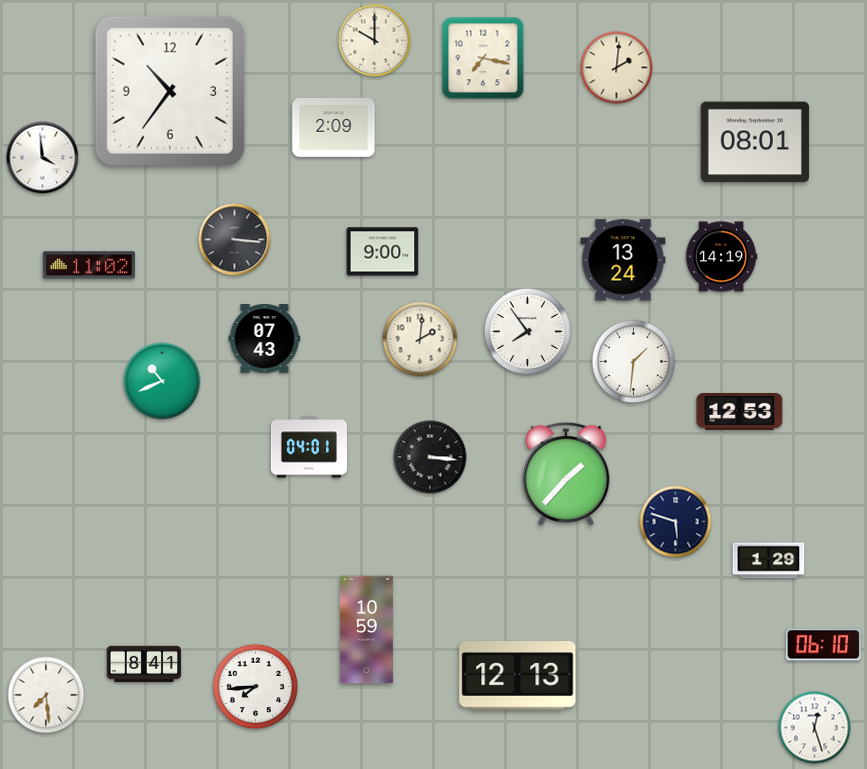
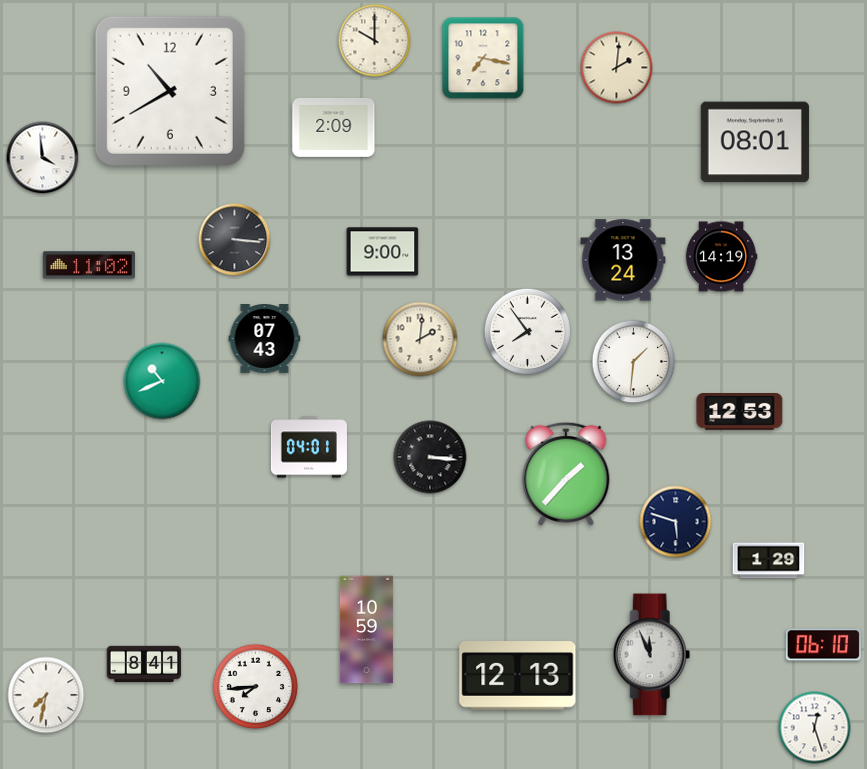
clock at (170, 91): 10:36 -> 10:40
clock at (652, 655): none -> 11:56
clock at (46, 695): 7:29 -> 7:32
